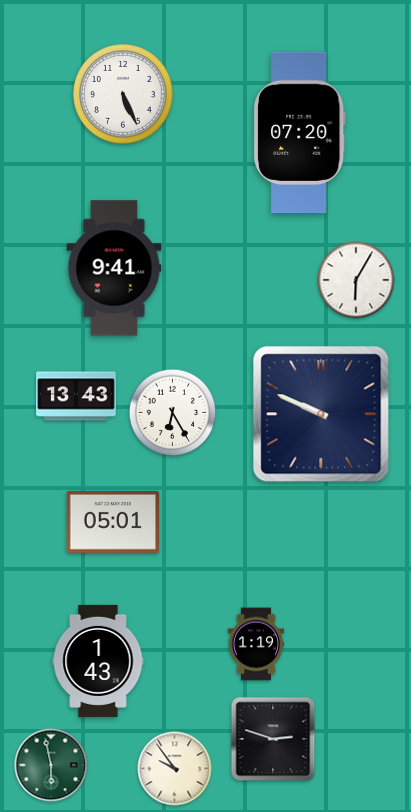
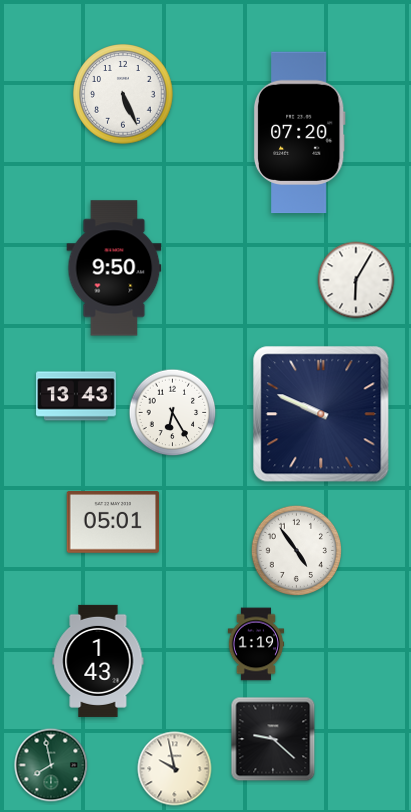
clock at (114, 268): 9:41 -> 9:50
clock at (296, 550): none -> 4:54
clock at (273, 739): 2:48 -> 9:22
clock at (51, 765): 5:58 -> 7:58
clock at (175, 769): 9:54 -> 9:58
